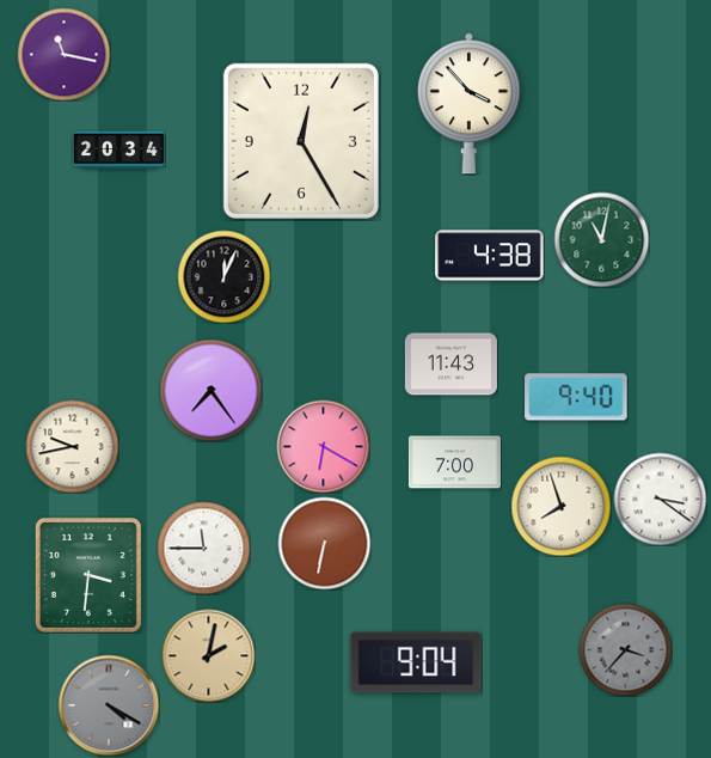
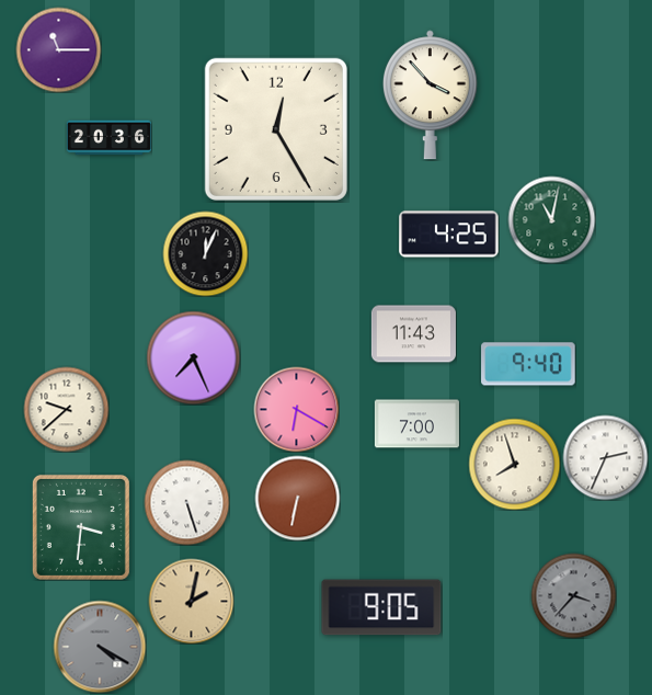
clock at (63, 54): 11:17 -> 11:15
clock at (118, 151): 20:34 -> 20:36
clock at (490, 256): 4:38 -> 4:25
clock at (210, 390): 7:24 -> 7:26
clock at (72, 446): 9:43 -> 9:38
clock at (660, 499): 3:21 -> 2:34
clock at (203, 548): 11:45 -> 5:27
clock at (416, 662): 9:04 -> 9:05
